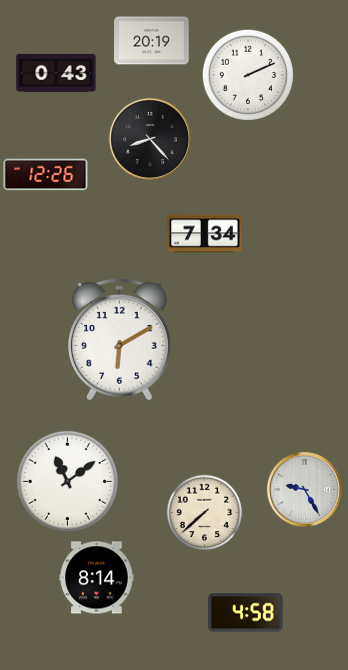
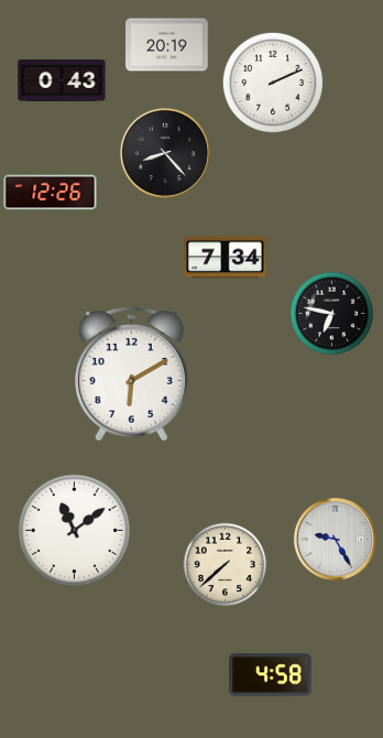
clock at (332, 314): none -> 6:47
clock at (97, 578): 8:14 -> none
